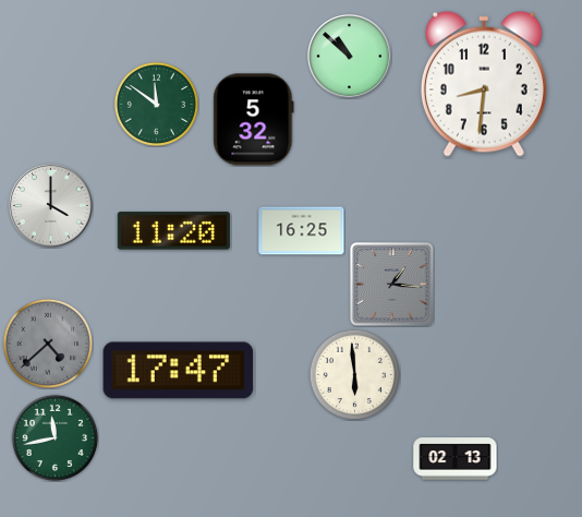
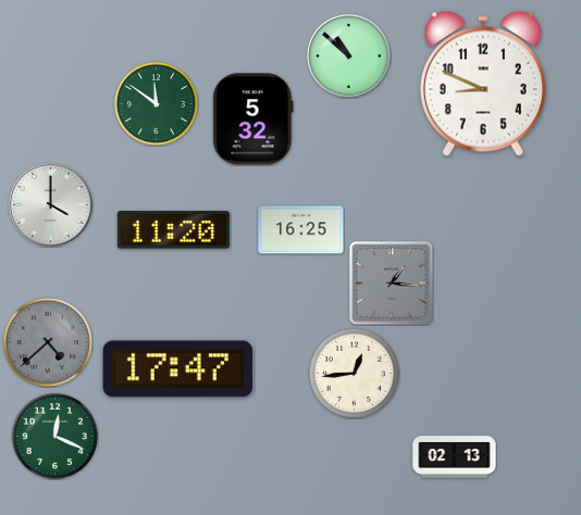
clock at (484, 84): 8:31 -> 8:49
clock at (354, 374): 5:59 -> 12:44
clock at (54, 437): 11:43 -> 12:19
